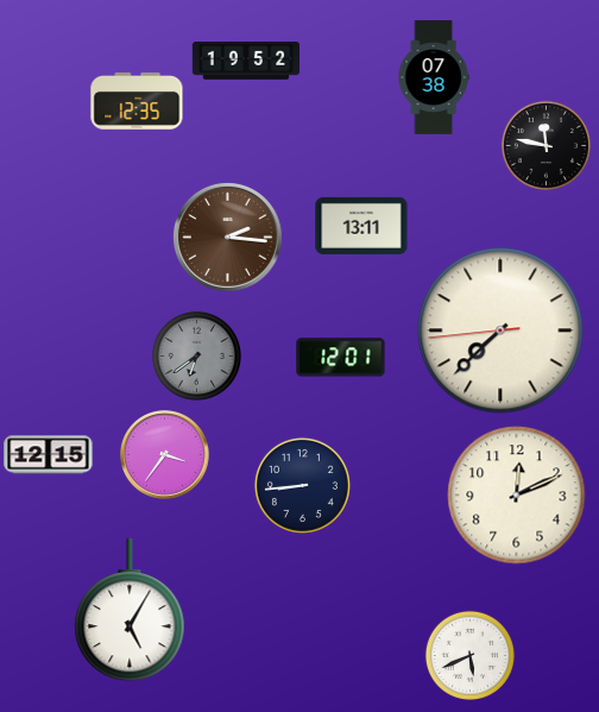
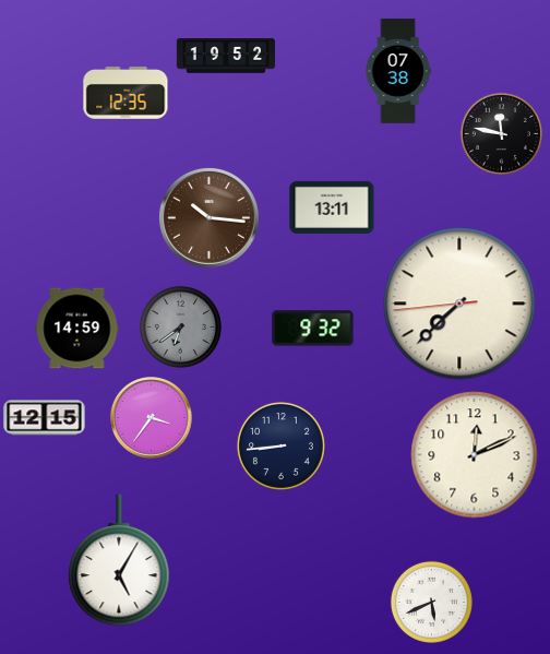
clock at (227, 237): 2:16 -> 10:16
clock at (77, 329): none -> 14:59
clock at (341, 358): 12:01 -> 9:32
clock at (302, 485) position: (302, 485) -> (280, 445)
